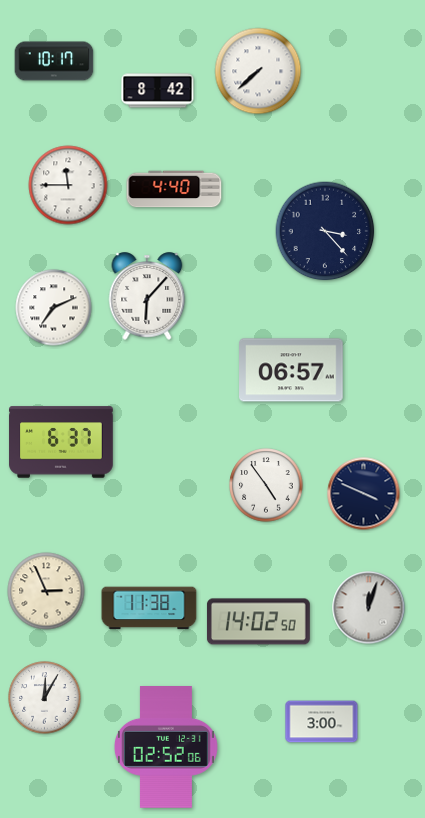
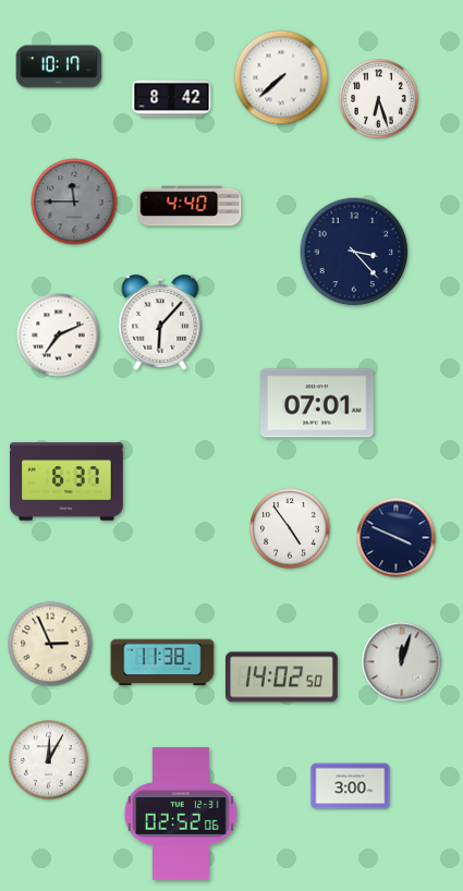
clock at (379, 99): none -> 6:27
clock at (68, 185) dial: white -> grey
clock at (291, 370): 06:57 -> 07:01
